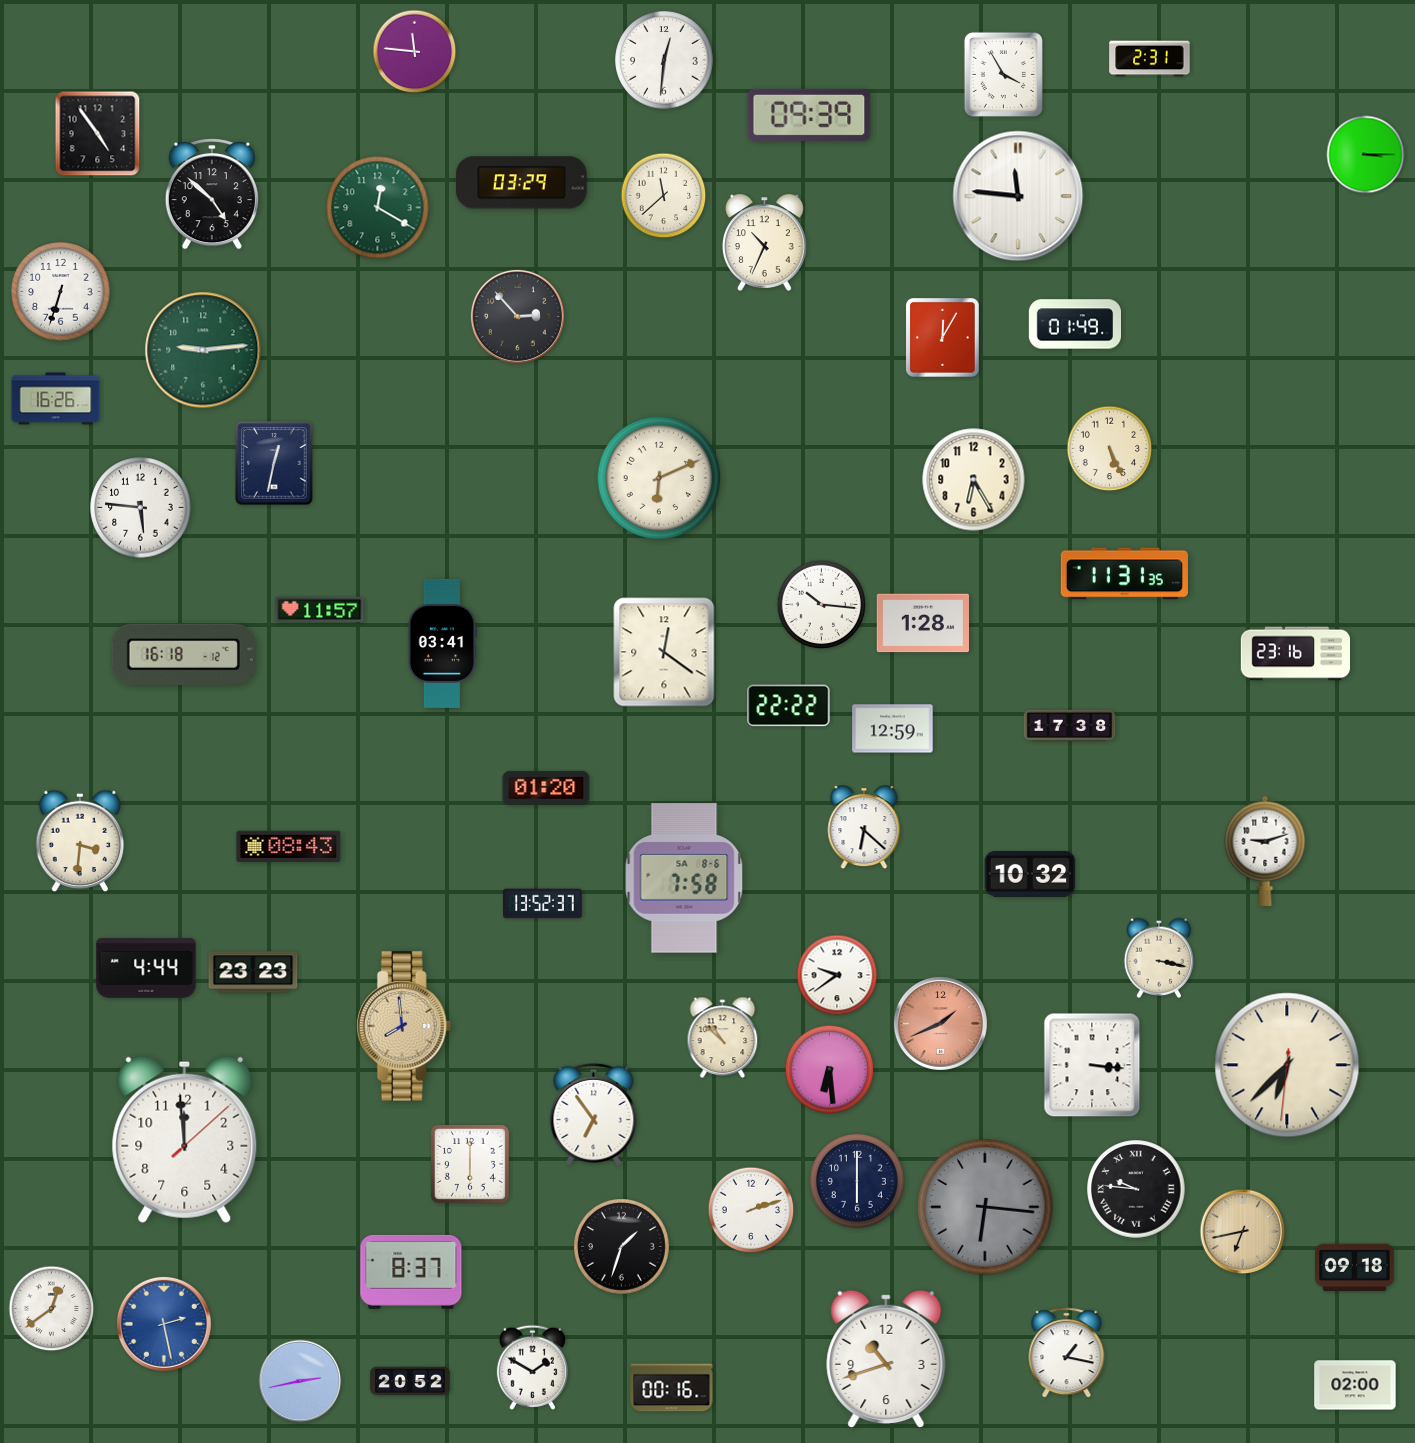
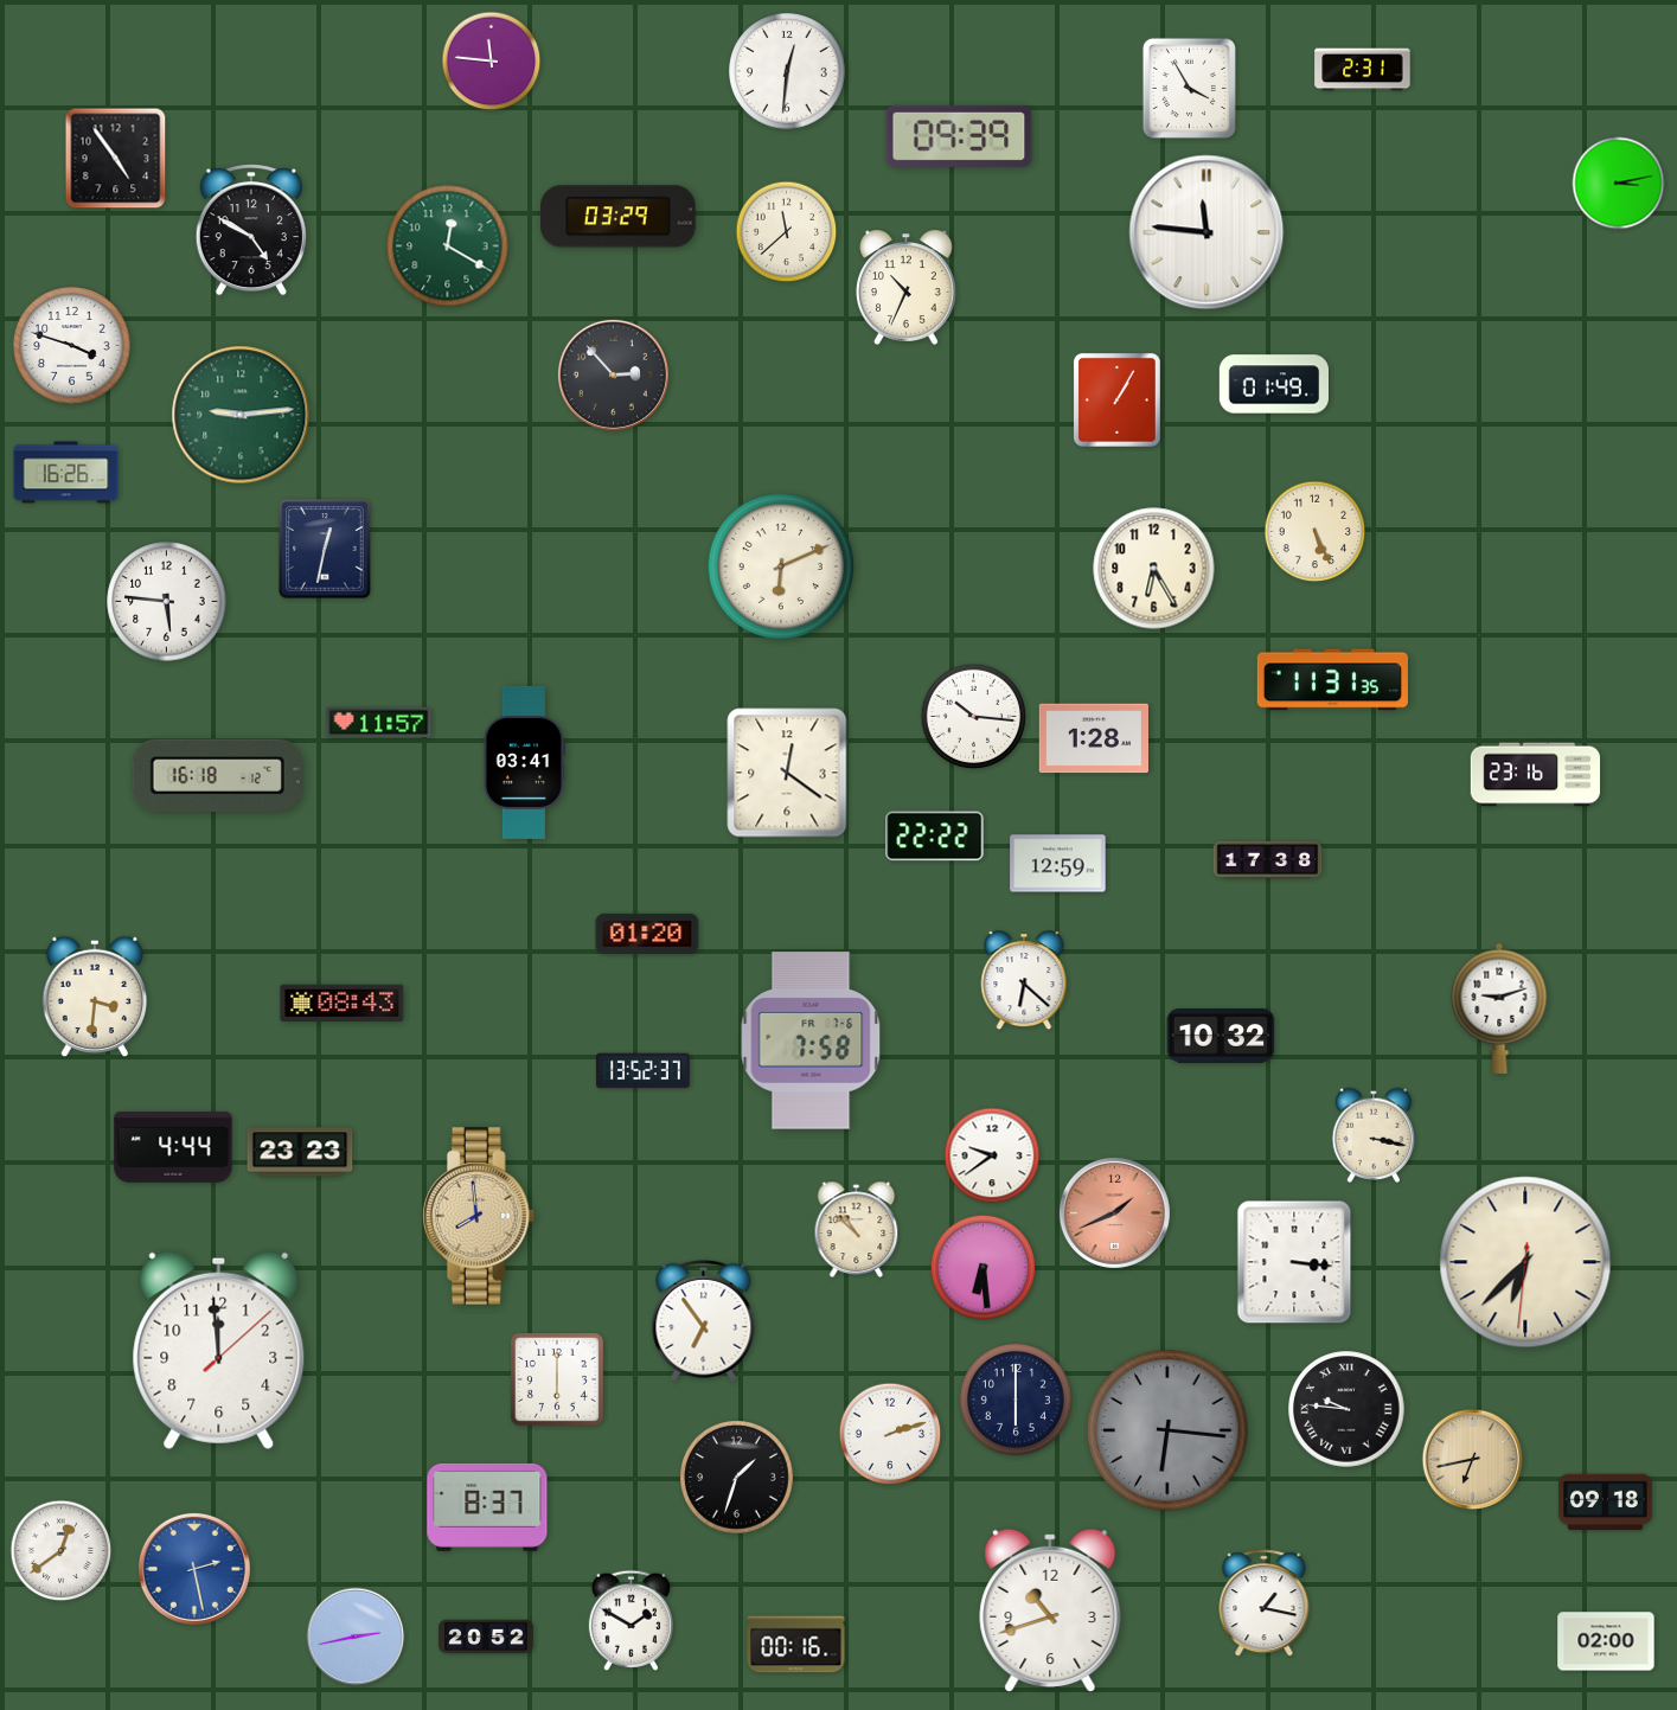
clock at (1366, 155): 3:15 -> 3:13
clock at (212, 194): 4:52 -> 4:50
clock at (61, 292): 6:33 -> 3:48
clock at (942, 337): 12:05 -> 1:05
clock at (684, 878) date: SA 8-6 -> FR 7-6
